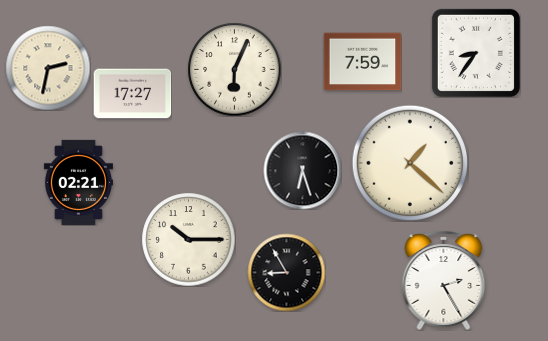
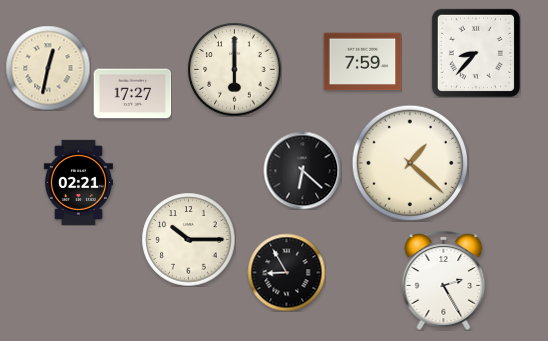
clock at (476, 53): 8:36 -> 8:37
clock at (48, 68): 2:32 -> 12:32
clock at (234, 69): 6:04 -> 6:00
clock at (302, 170): 6:27 -> 6:22
